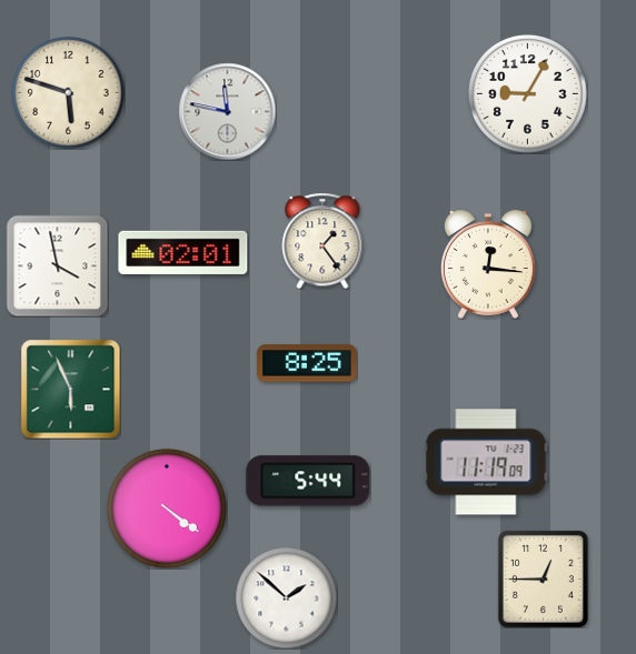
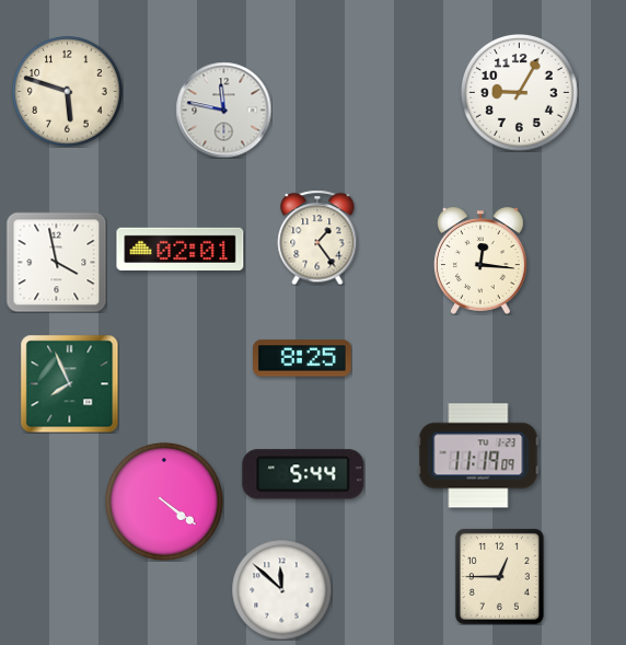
clock at (70, 389): 5:56 -> 7:56
clock at (543, 578) position: (543, 578) -> (499, 576)
clock at (286, 597): 1:52 -> 11:52
